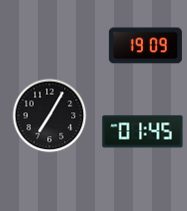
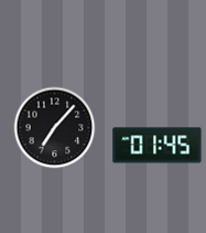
clock at (145, 46): 19:09 -> none
clock at (50, 116): 7:05 -> 7:07
